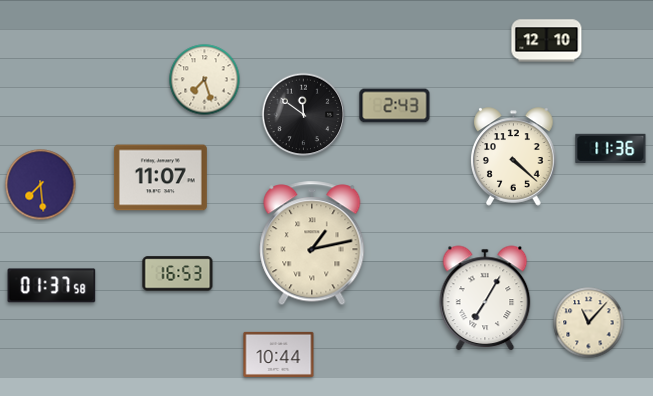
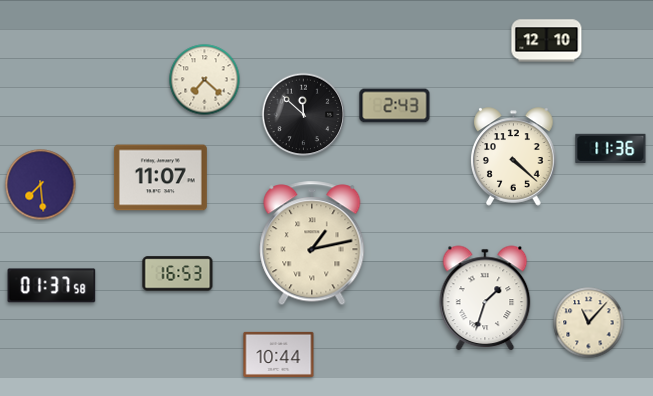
clock at (205, 80): 7:27 -> 7:22
clock at (304, 115): 11:51 -> 11:52
clock at (485, 298): 7:05 -> 1:33
